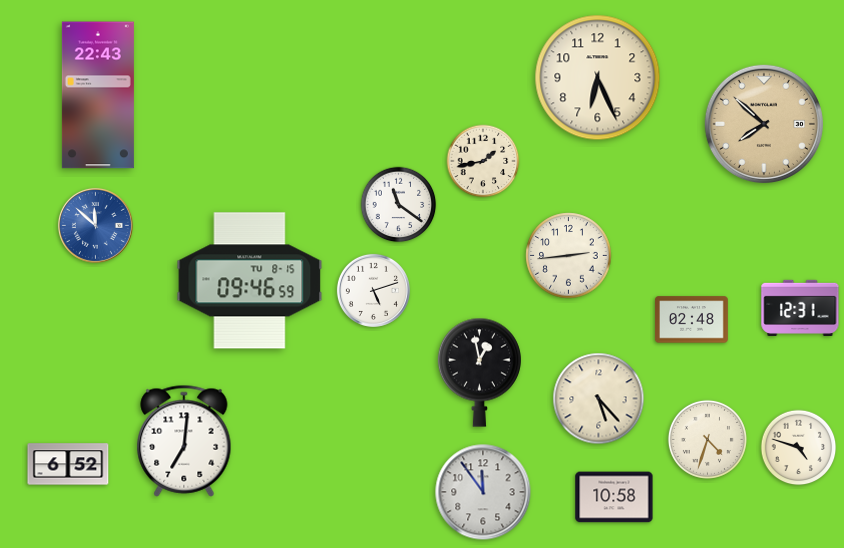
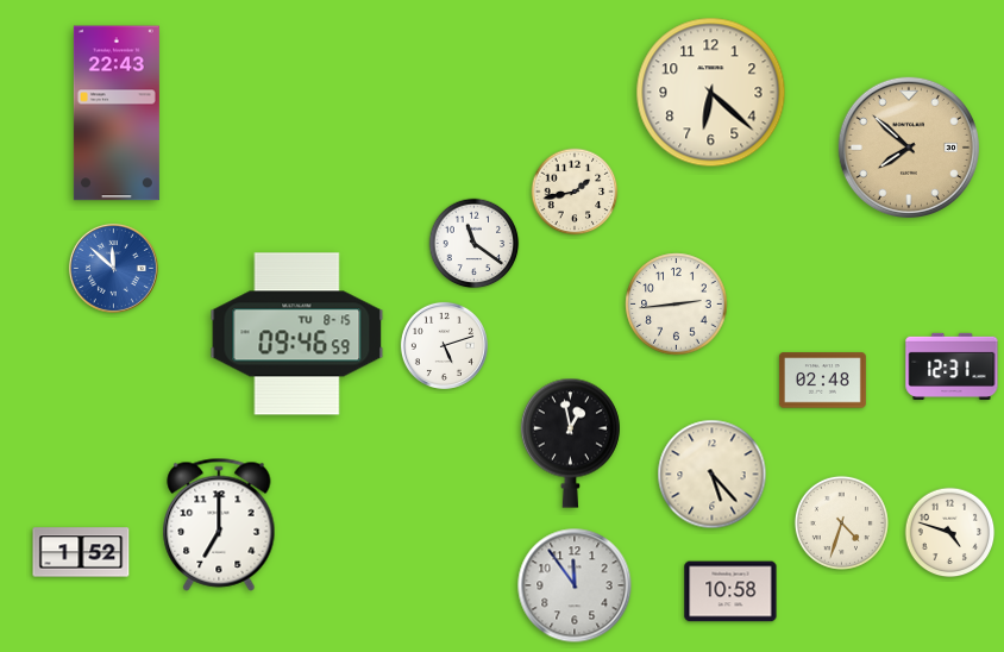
clock at (598, 78): 6:26 -> 6:22
clock at (184, 441): 7:01 -> 7:00
clock at (68, 464): 6:52 -> 1:52
